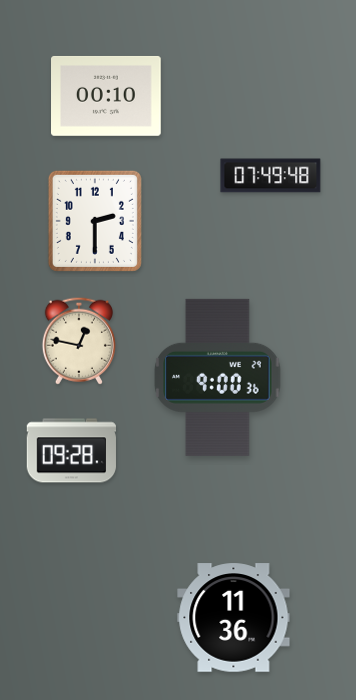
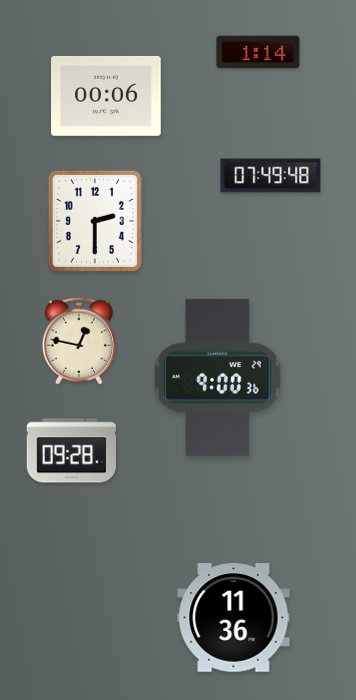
clock at (258, 52): none -> 1:14
clock at (107, 96): 00:10 -> 00:06
